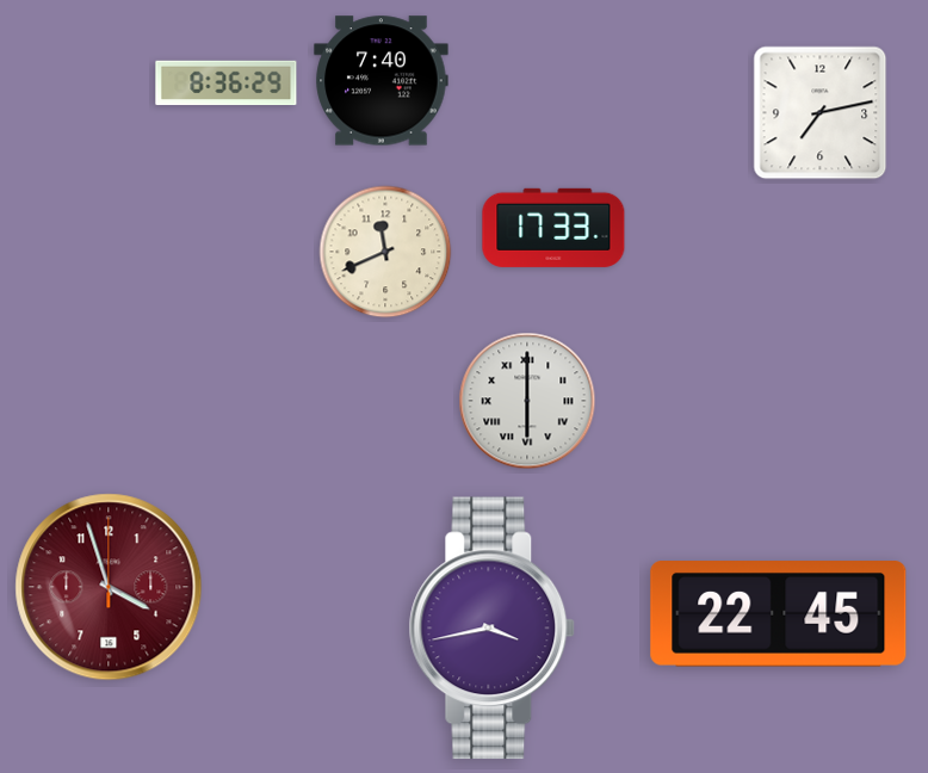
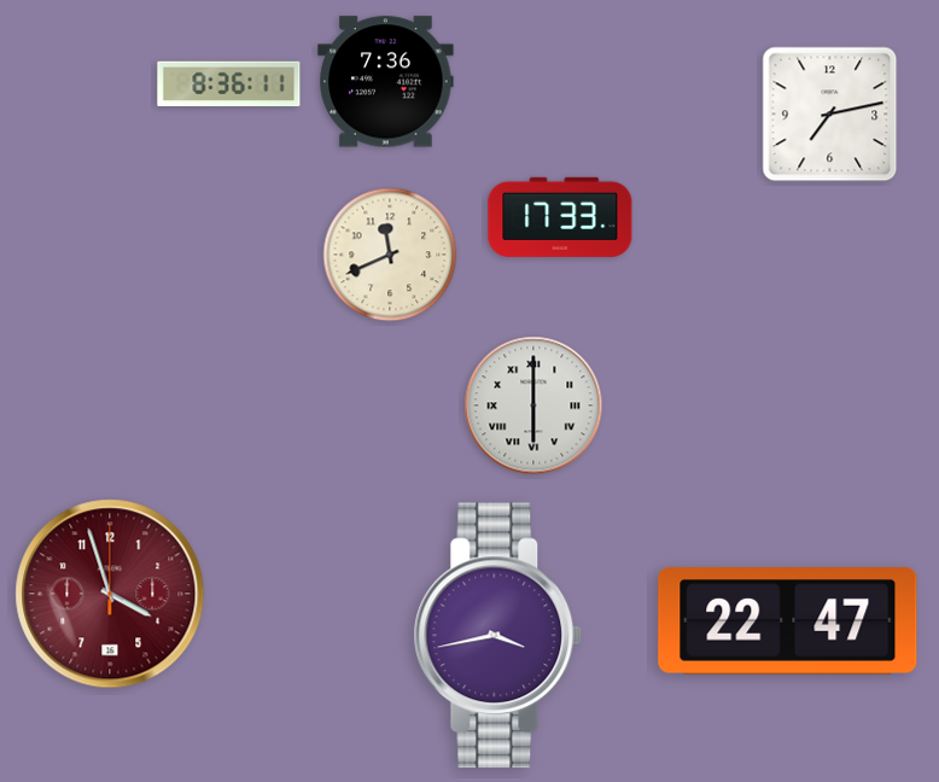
clock at (382, 81): 7:40 -> 7:36
clock at (227, 84): 8:36:29 -> 8:36:11
clock at (553, 228) position: (553, 228) -> (560, 217)
clock at (779, 614): 22:45 -> 22:47
